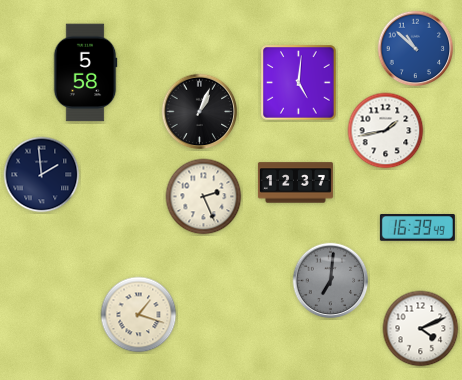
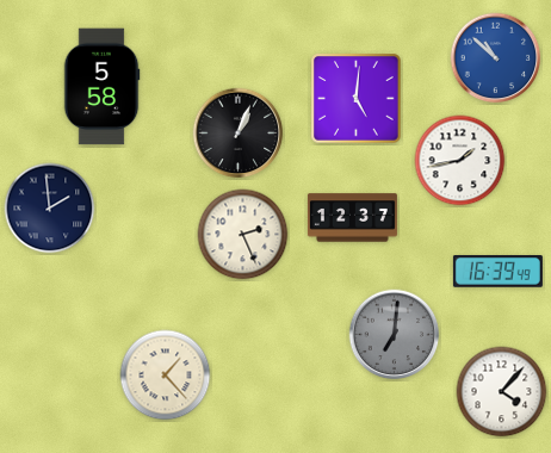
clock at (386, 131) position: (386, 131) -> (460, 161)
clock at (139, 315): 1:18 -> 1:23
clock at (421, 329): 4:11 -> 4:07
